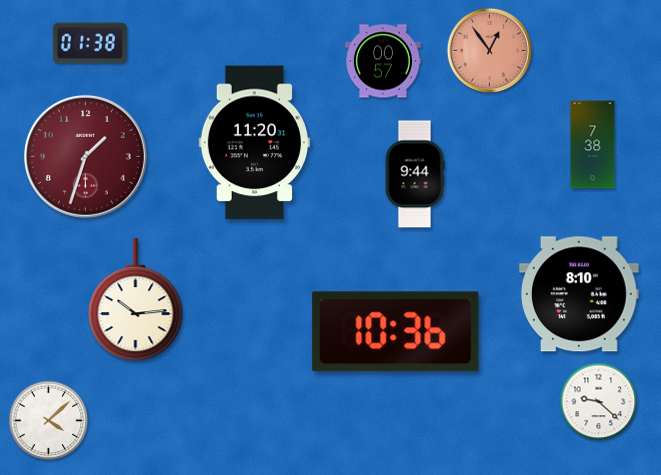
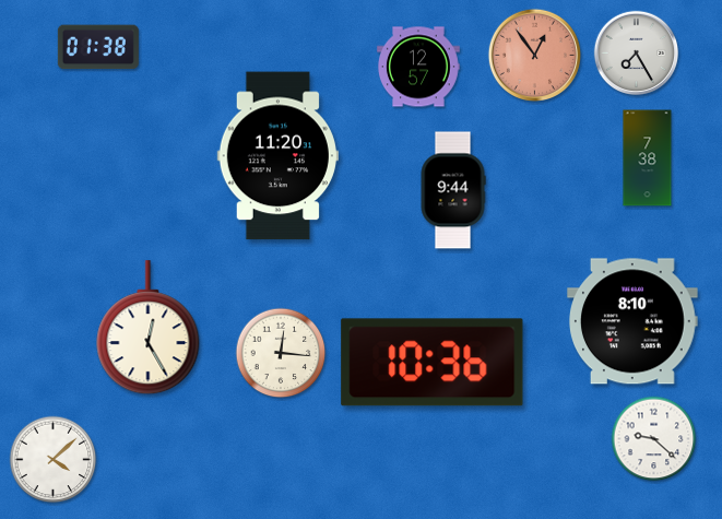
clock at (637, 54): none -> 7:25
clock at (384, 61): 00:57 -> 12:57
clock at (85, 156): 1:33 -> none
clock at (136, 300): 10:14 -> 12:25
clock at (281, 353): none -> 12:16
